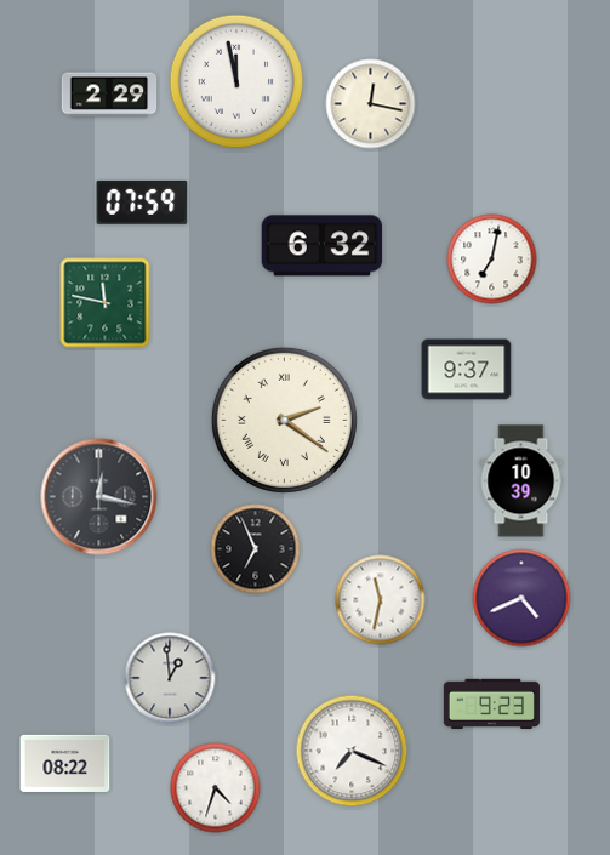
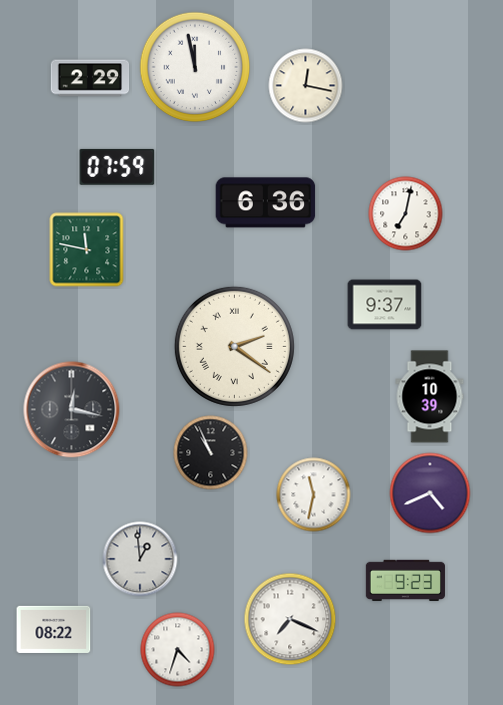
clock at (323, 246): 6:32 -> 6:36
clock at (99, 497) position: (99, 497) -> (72, 410)
clock at (256, 549): 6:56 -> 10:56
